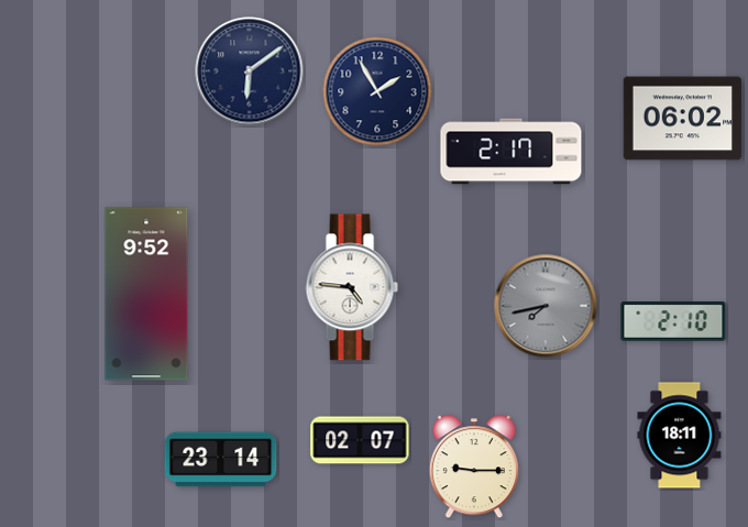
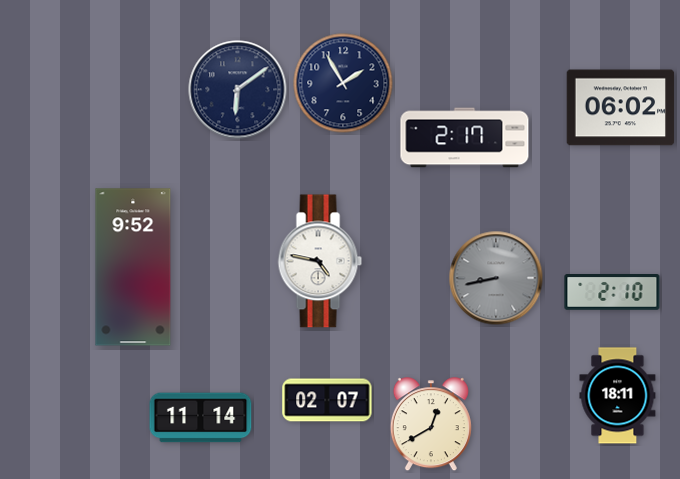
clock at (250, 72) position: (250, 72) -> (238, 90)
clock at (352, 287): 4:46 -> 4:47
clock at (546, 306): 7:43 -> 8:43
clock at (221, 460): 23:14 -> 11:14
clock at (474, 468): 9:15 -> 12:40
